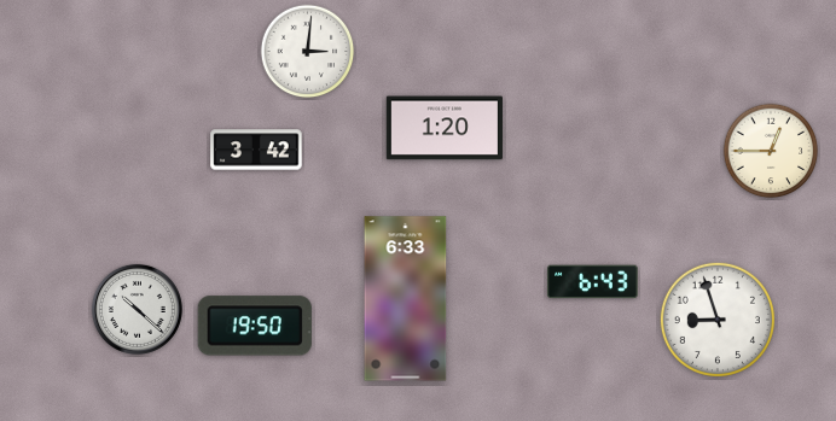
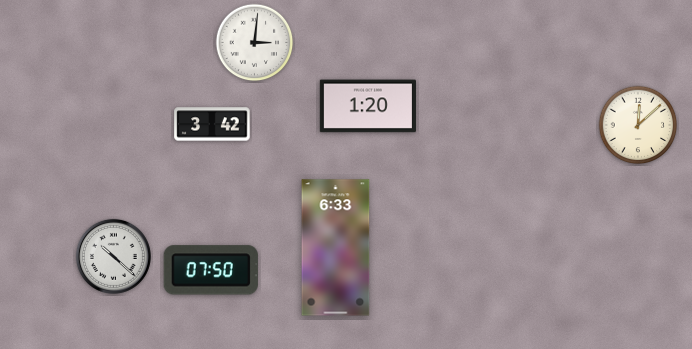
clock at (771, 151): 12:45 -> 12:08
clock at (593, 282): 6:43 -> none
clock at (718, 320): 8:57 -> none
clock at (255, 326): 19:50 -> 07:50
